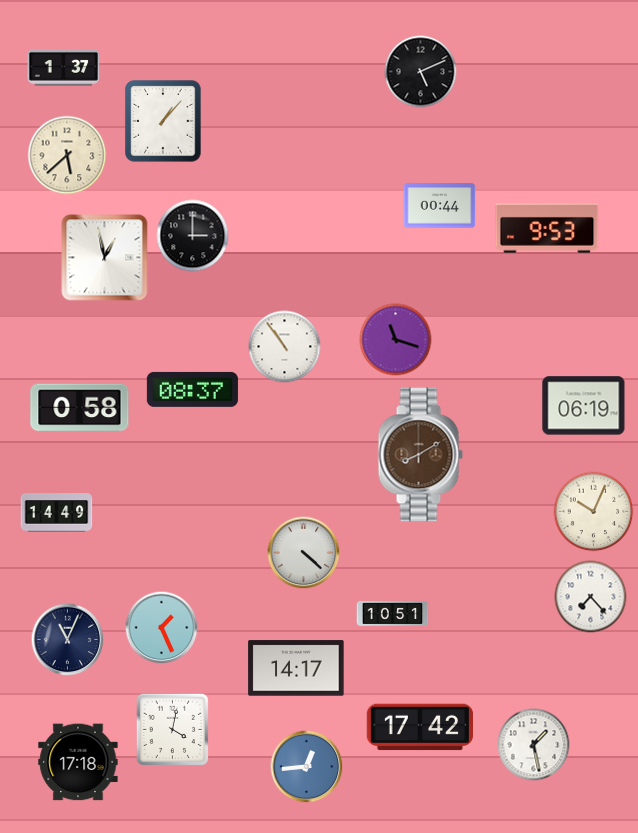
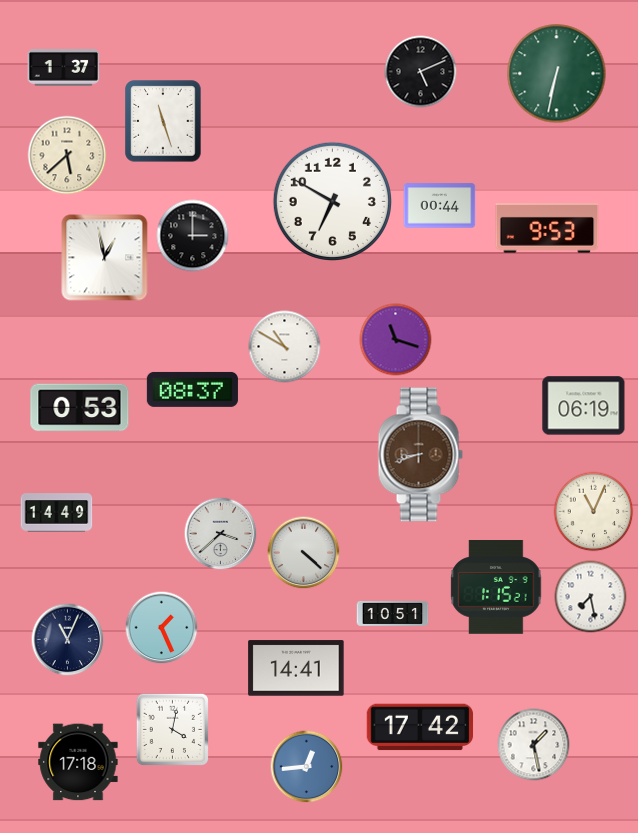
clock at (557, 74): none -> 6:32
clock at (163, 121): 1:07 -> 11:27
clock at (332, 201): none -> 6:50
clock at (285, 347): 10:54 -> 10:50
clock at (80, 408): 0:58 -> 0:53
clock at (420, 455): 8:10 -> 8:42
clock at (594, 512): 10:04 -> 11:04
clock at (221, 534): none -> 3:38
clock at (496, 588): none -> 1:15
clock at (591, 597): 7:23 -> 7:28
clock at (296, 668): 14:17 -> 14:41
